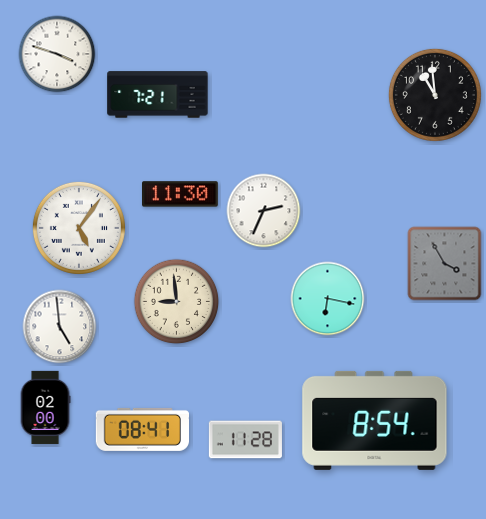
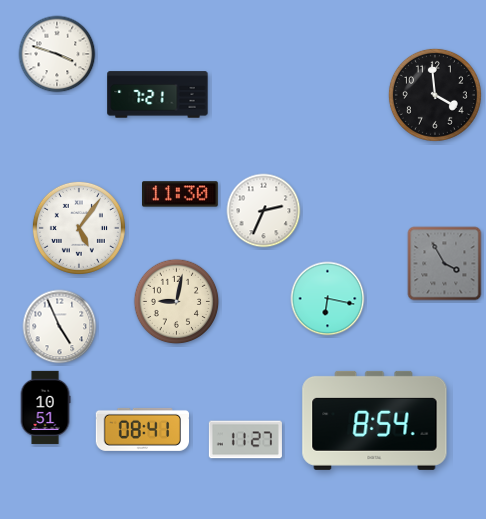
clock at (435, 95): 10:59 -> 3:59
clock at (177, 302): 8:59 -> 9:02
clock at (60, 327): 4:59 -> 4:56
clock at (45, 407): 02:00 -> 10:51
clock at (245, 440): 11:28 -> 11:27
